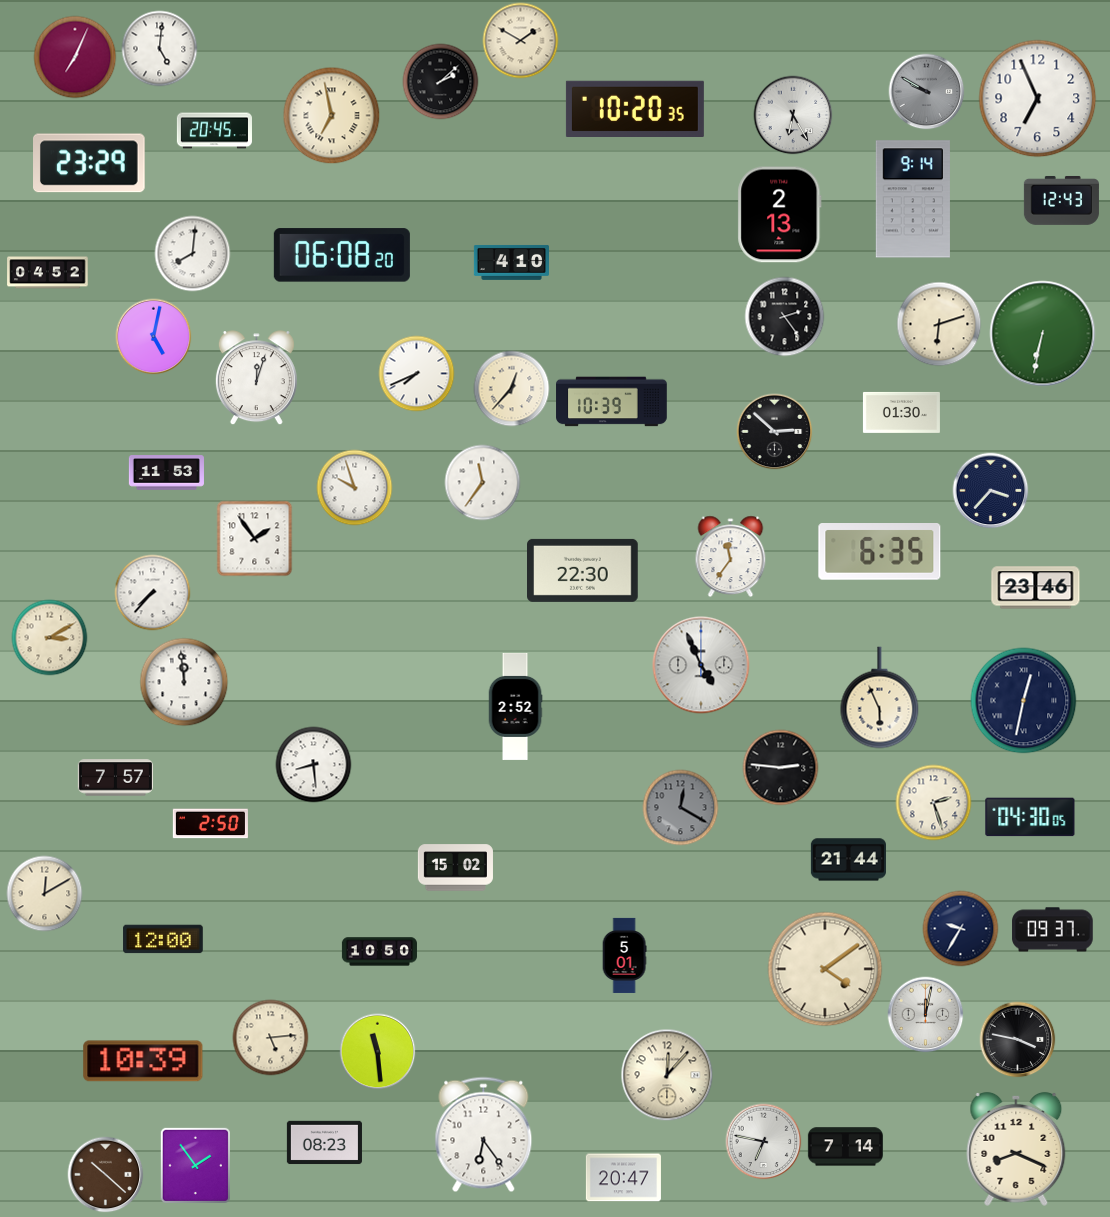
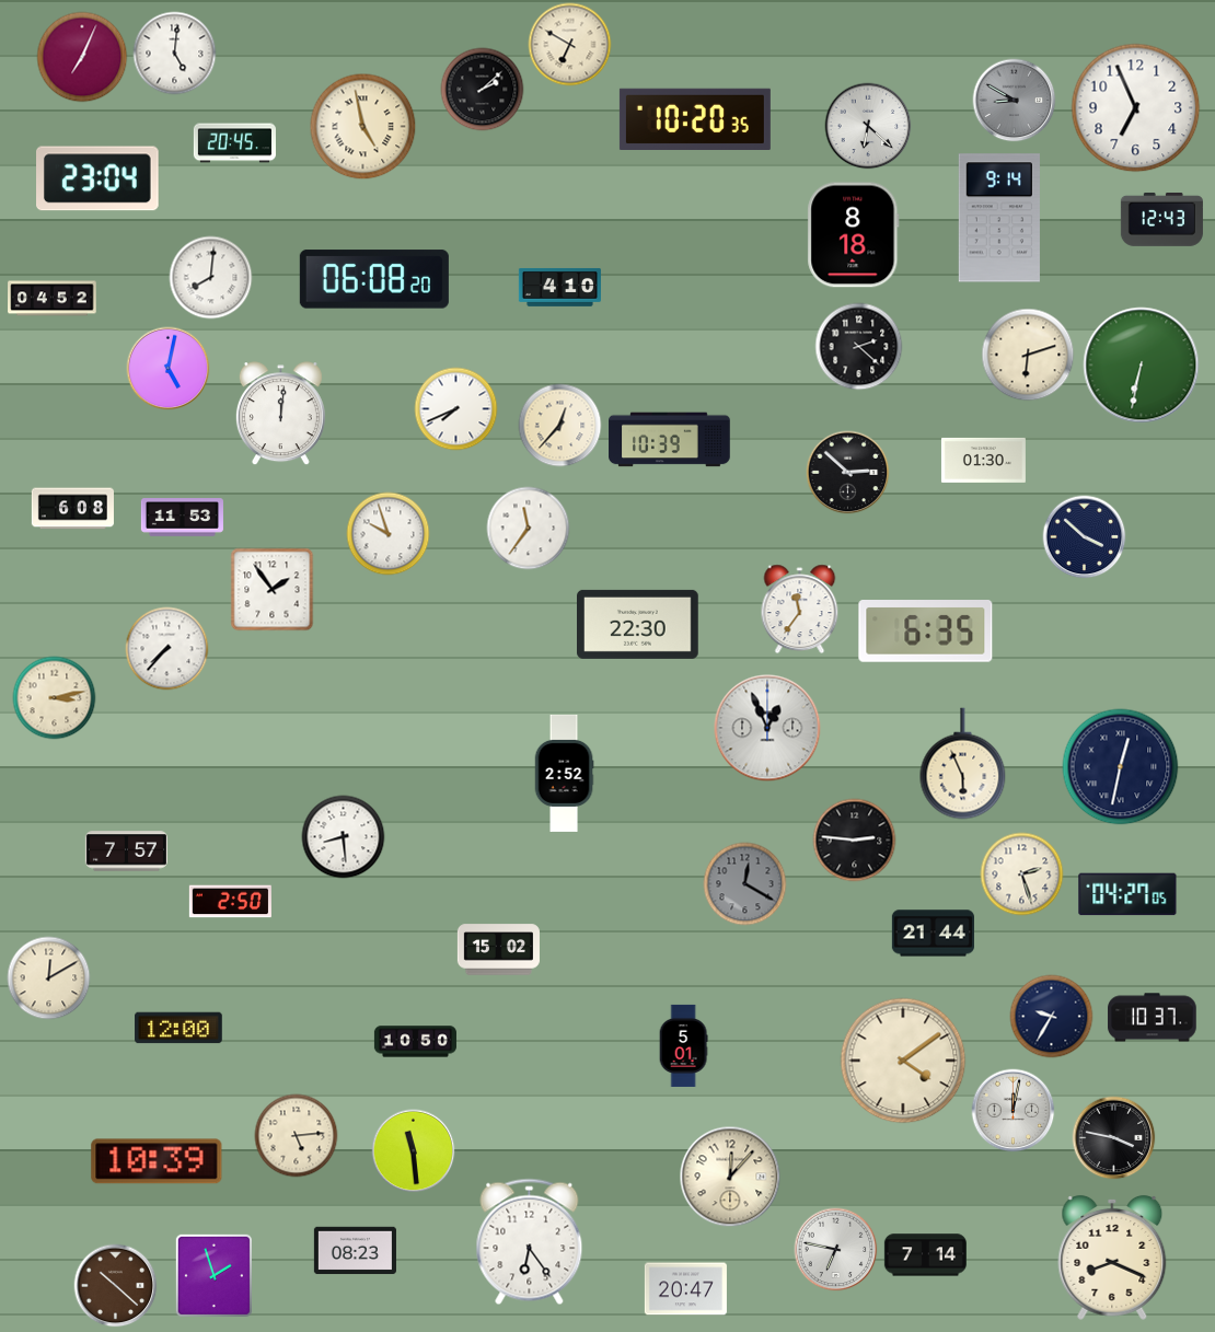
clock at (521, 41): 1:50 -> 6:50
clock at (75, 57) position: (75, 57) -> (82, 57)
clock at (927, 92): 9:50 -> 8:50
clock at (793, 115): 6:25 -> 6:22
clock at (332, 116): 6:58 -> 4:58
clock at (90, 163): 23:29 -> 23:04
clock at (780, 215): 2:13 -> 8:18
clock at (785, 317): 2:24 -> 2:22
clock at (256, 378): 12:03 -> 12:01
clock at (901, 412) position: (901, 412) -> (983, 460)
clock at (72, 509): none -> 6:08
clock at (991, 491): 3:37 -> 3:52
clock at (255, 539) position: (255, 539) -> (273, 590)
clock at (880, 552) position: (880, 552) -> (926, 632)
clock at (1036, 588): 23:46 -> none
clock at (50, 638): 3:10 -> 3:13
clock at (701, 665): 4:56 -> 12:56
clock at (184, 682): 11:59 -> none
clock at (934, 803) position: (934, 803) -> (1022, 875)
clock at (1030, 817): 04:30 -> 04:27
clock at (848, 860) position: (848, 860) -> (933, 934)
clock at (1053, 930): 09:37 -> 10:37
clock at (195, 1165): 1:54 -> 1:57
clock at (623, 1178) position: (623, 1178) -> (685, 1289)
